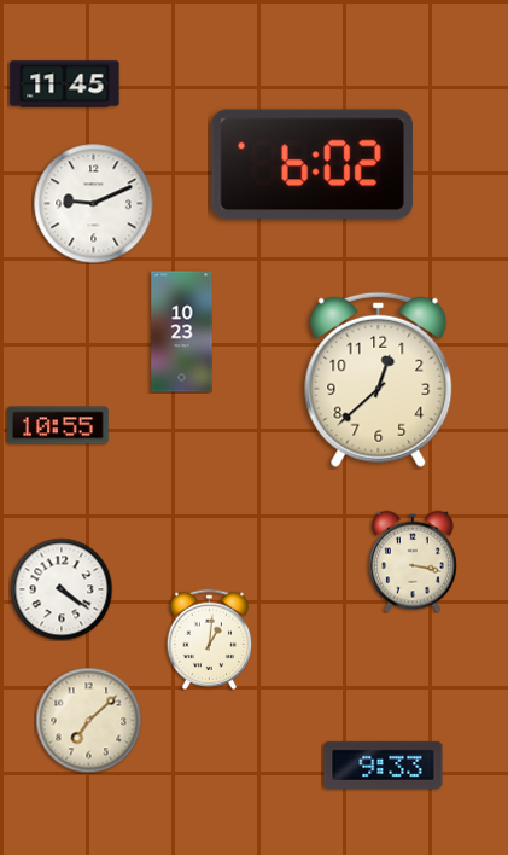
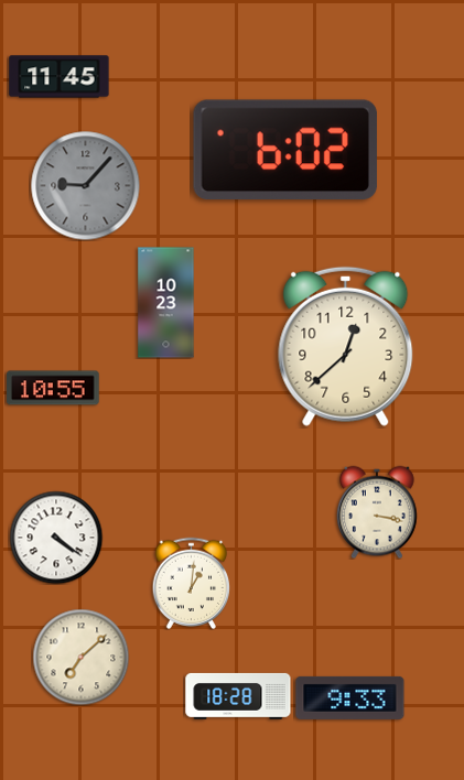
clock at (94, 204): 9:11 -> 9:07
clock at (94, 204) dial: white -> grey
clock at (238, 696): none -> 18:28
